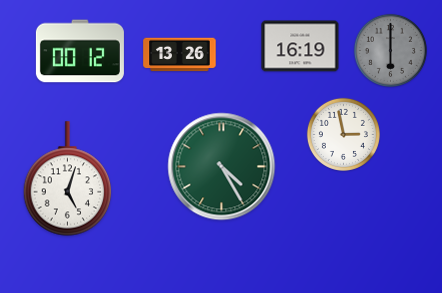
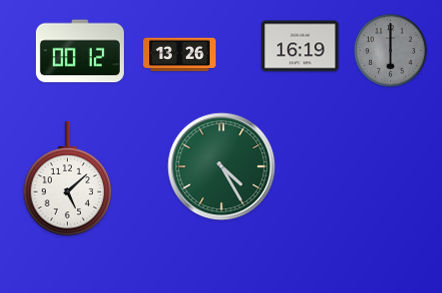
clock at (343, 134): 2:58 -> none
clock at (68, 179): 5:03 -> 5:08
